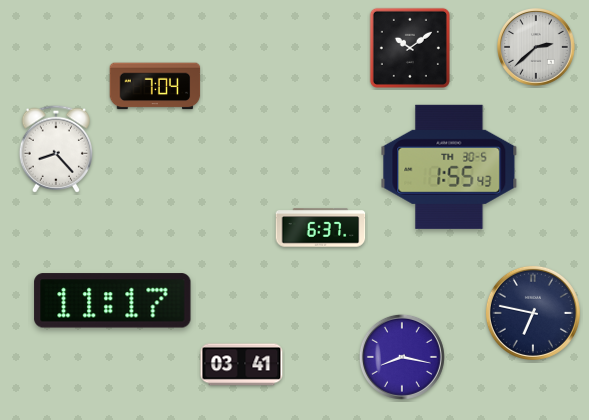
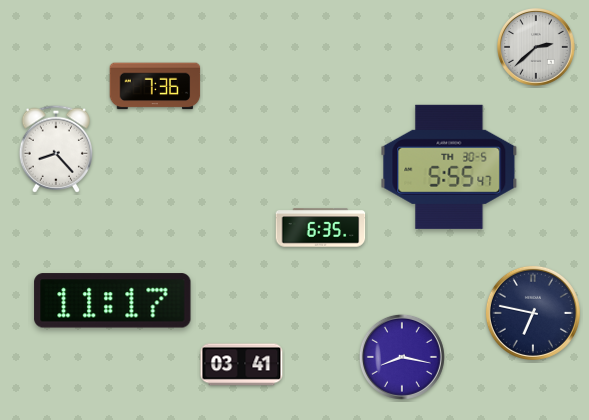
clock at (410, 48): 10:09 -> none
clock at (155, 86): 7:04 -> 7:36
clock at (449, 167): 1:55 -> 5:55
clock at (321, 228): 6:37 -> 6:35
